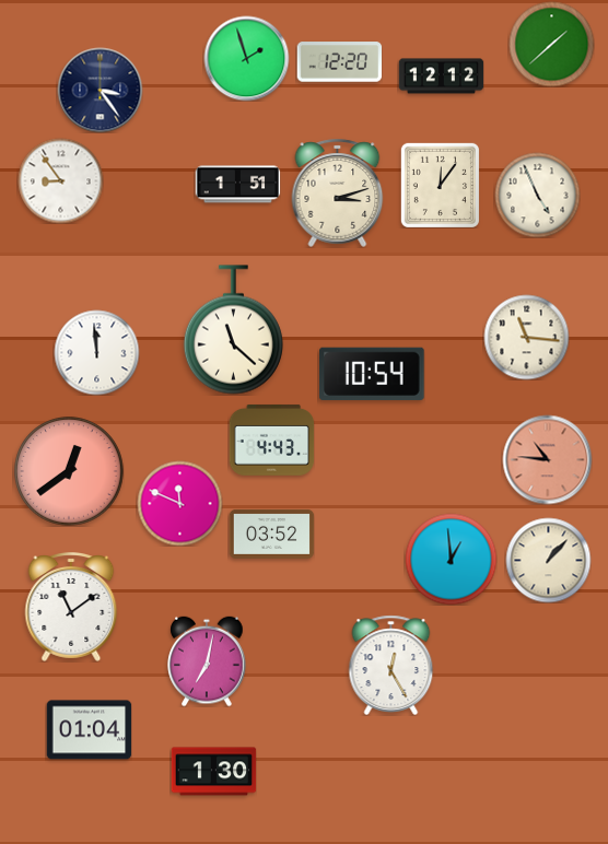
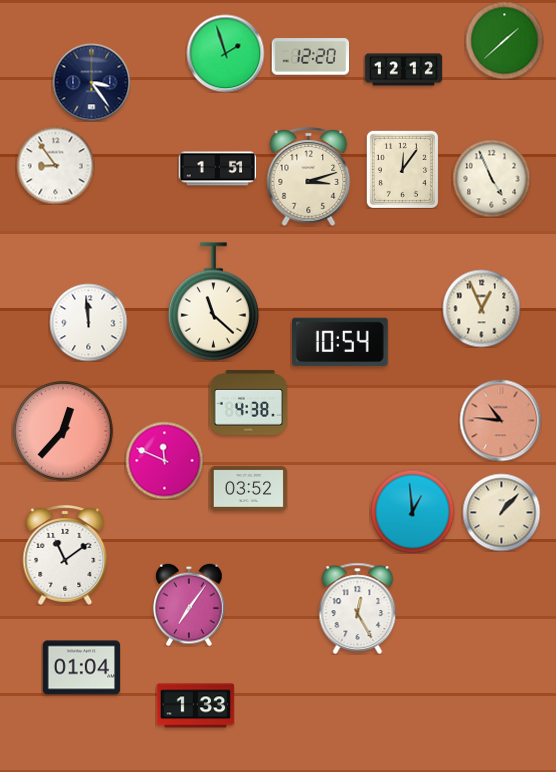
clock at (526, 337): 11:16 -> 12:56
clock at (271, 439): 4:43 -> 4:38
clock at (69, 471): 12:39 -> 12:37
clock at (207, 661): 7:02 -> 7:06
clock at (213, 772): 1:30 -> 1:33
